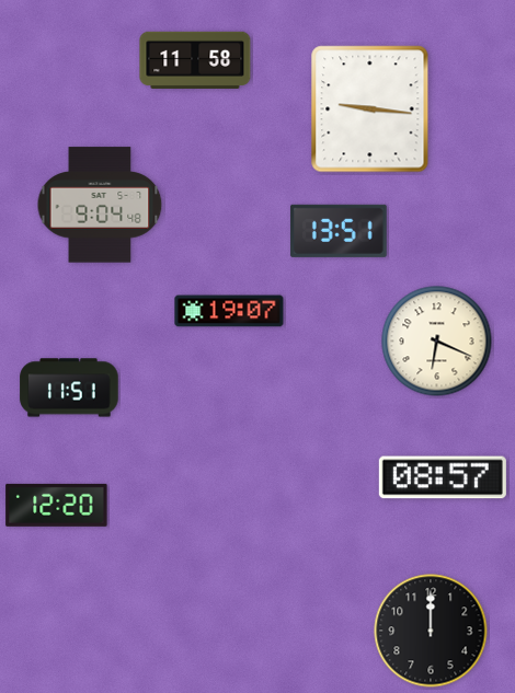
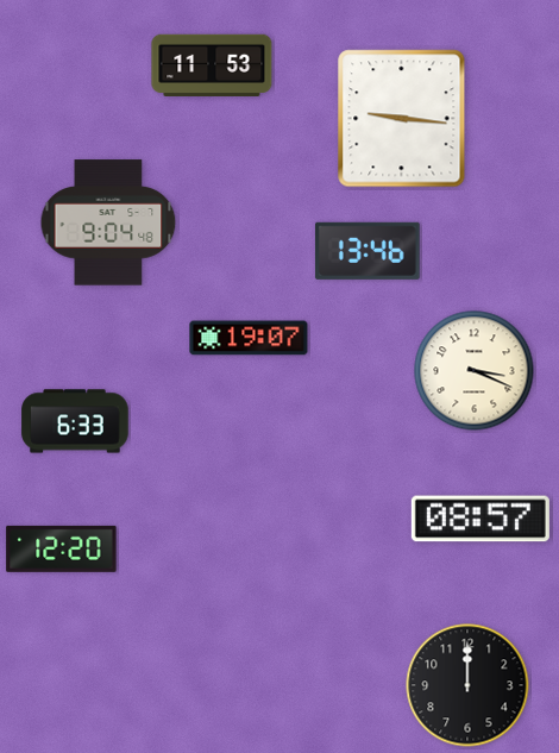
clock at (195, 60): 11:58 -> 11:53
clock at (339, 231): 13:51 -> 13:46
clock at (437, 342): 6:19 -> 3:19
clock at (69, 388): 11:51 -> 6:33
